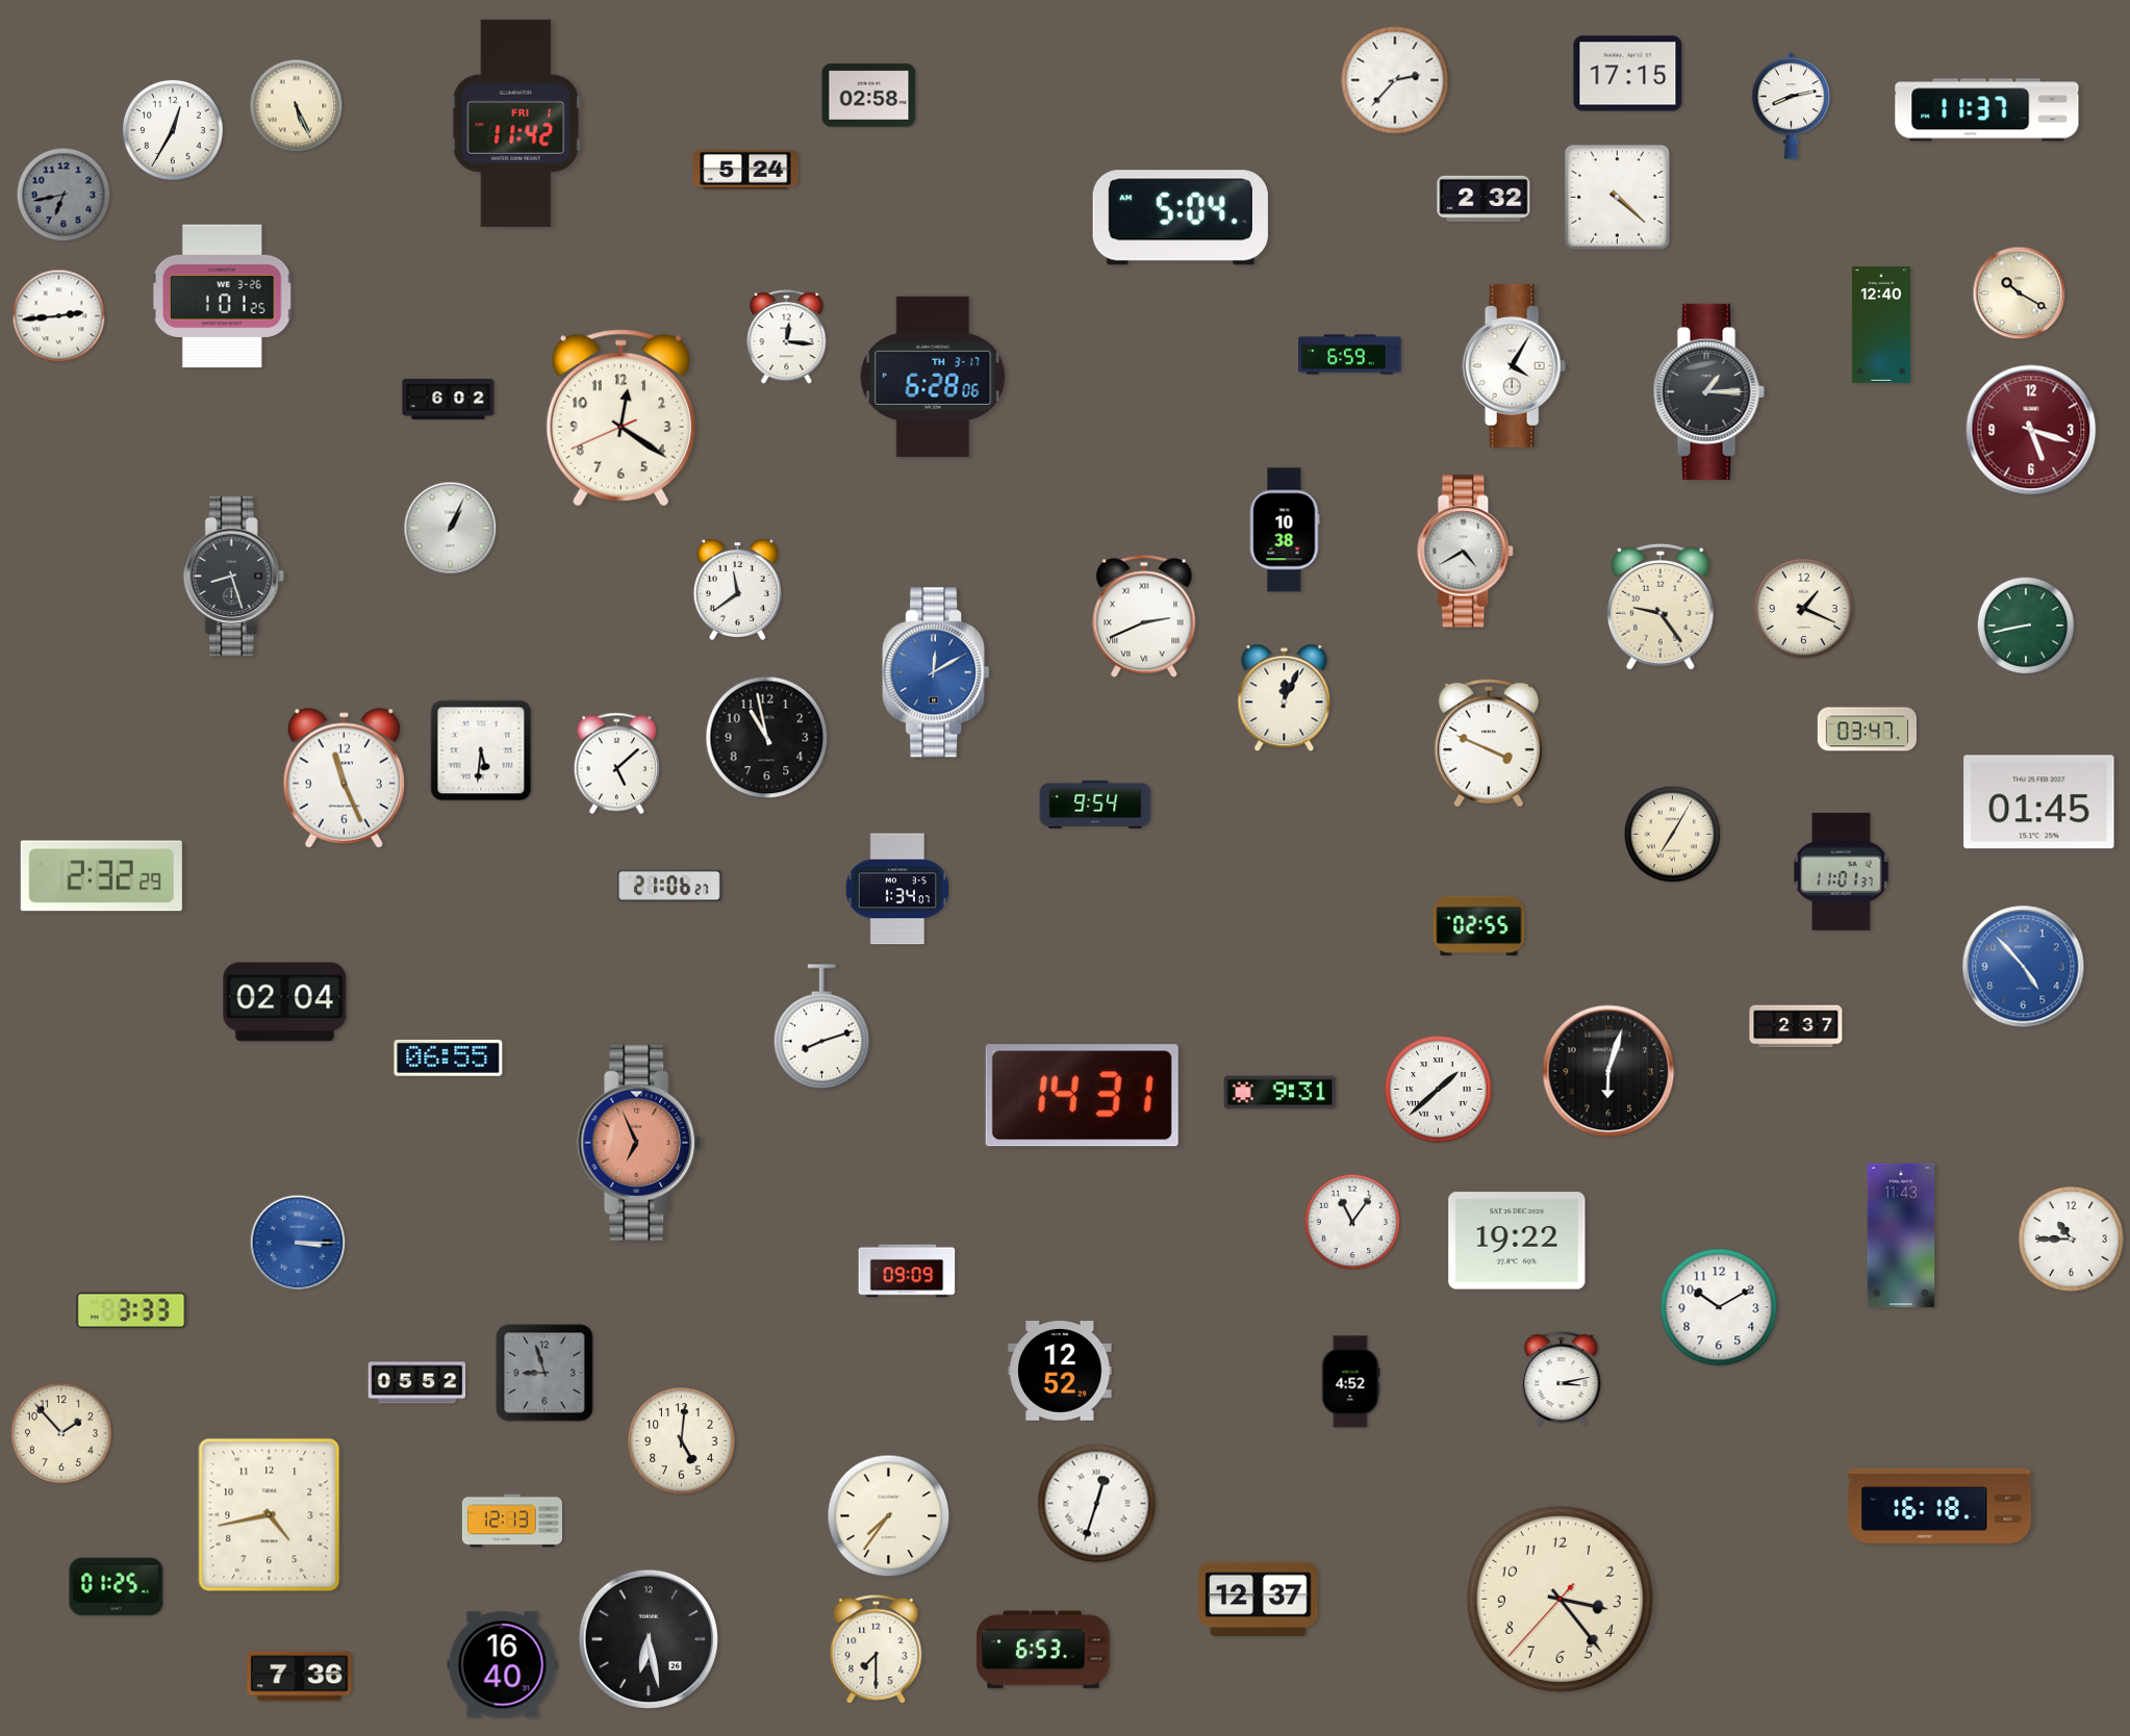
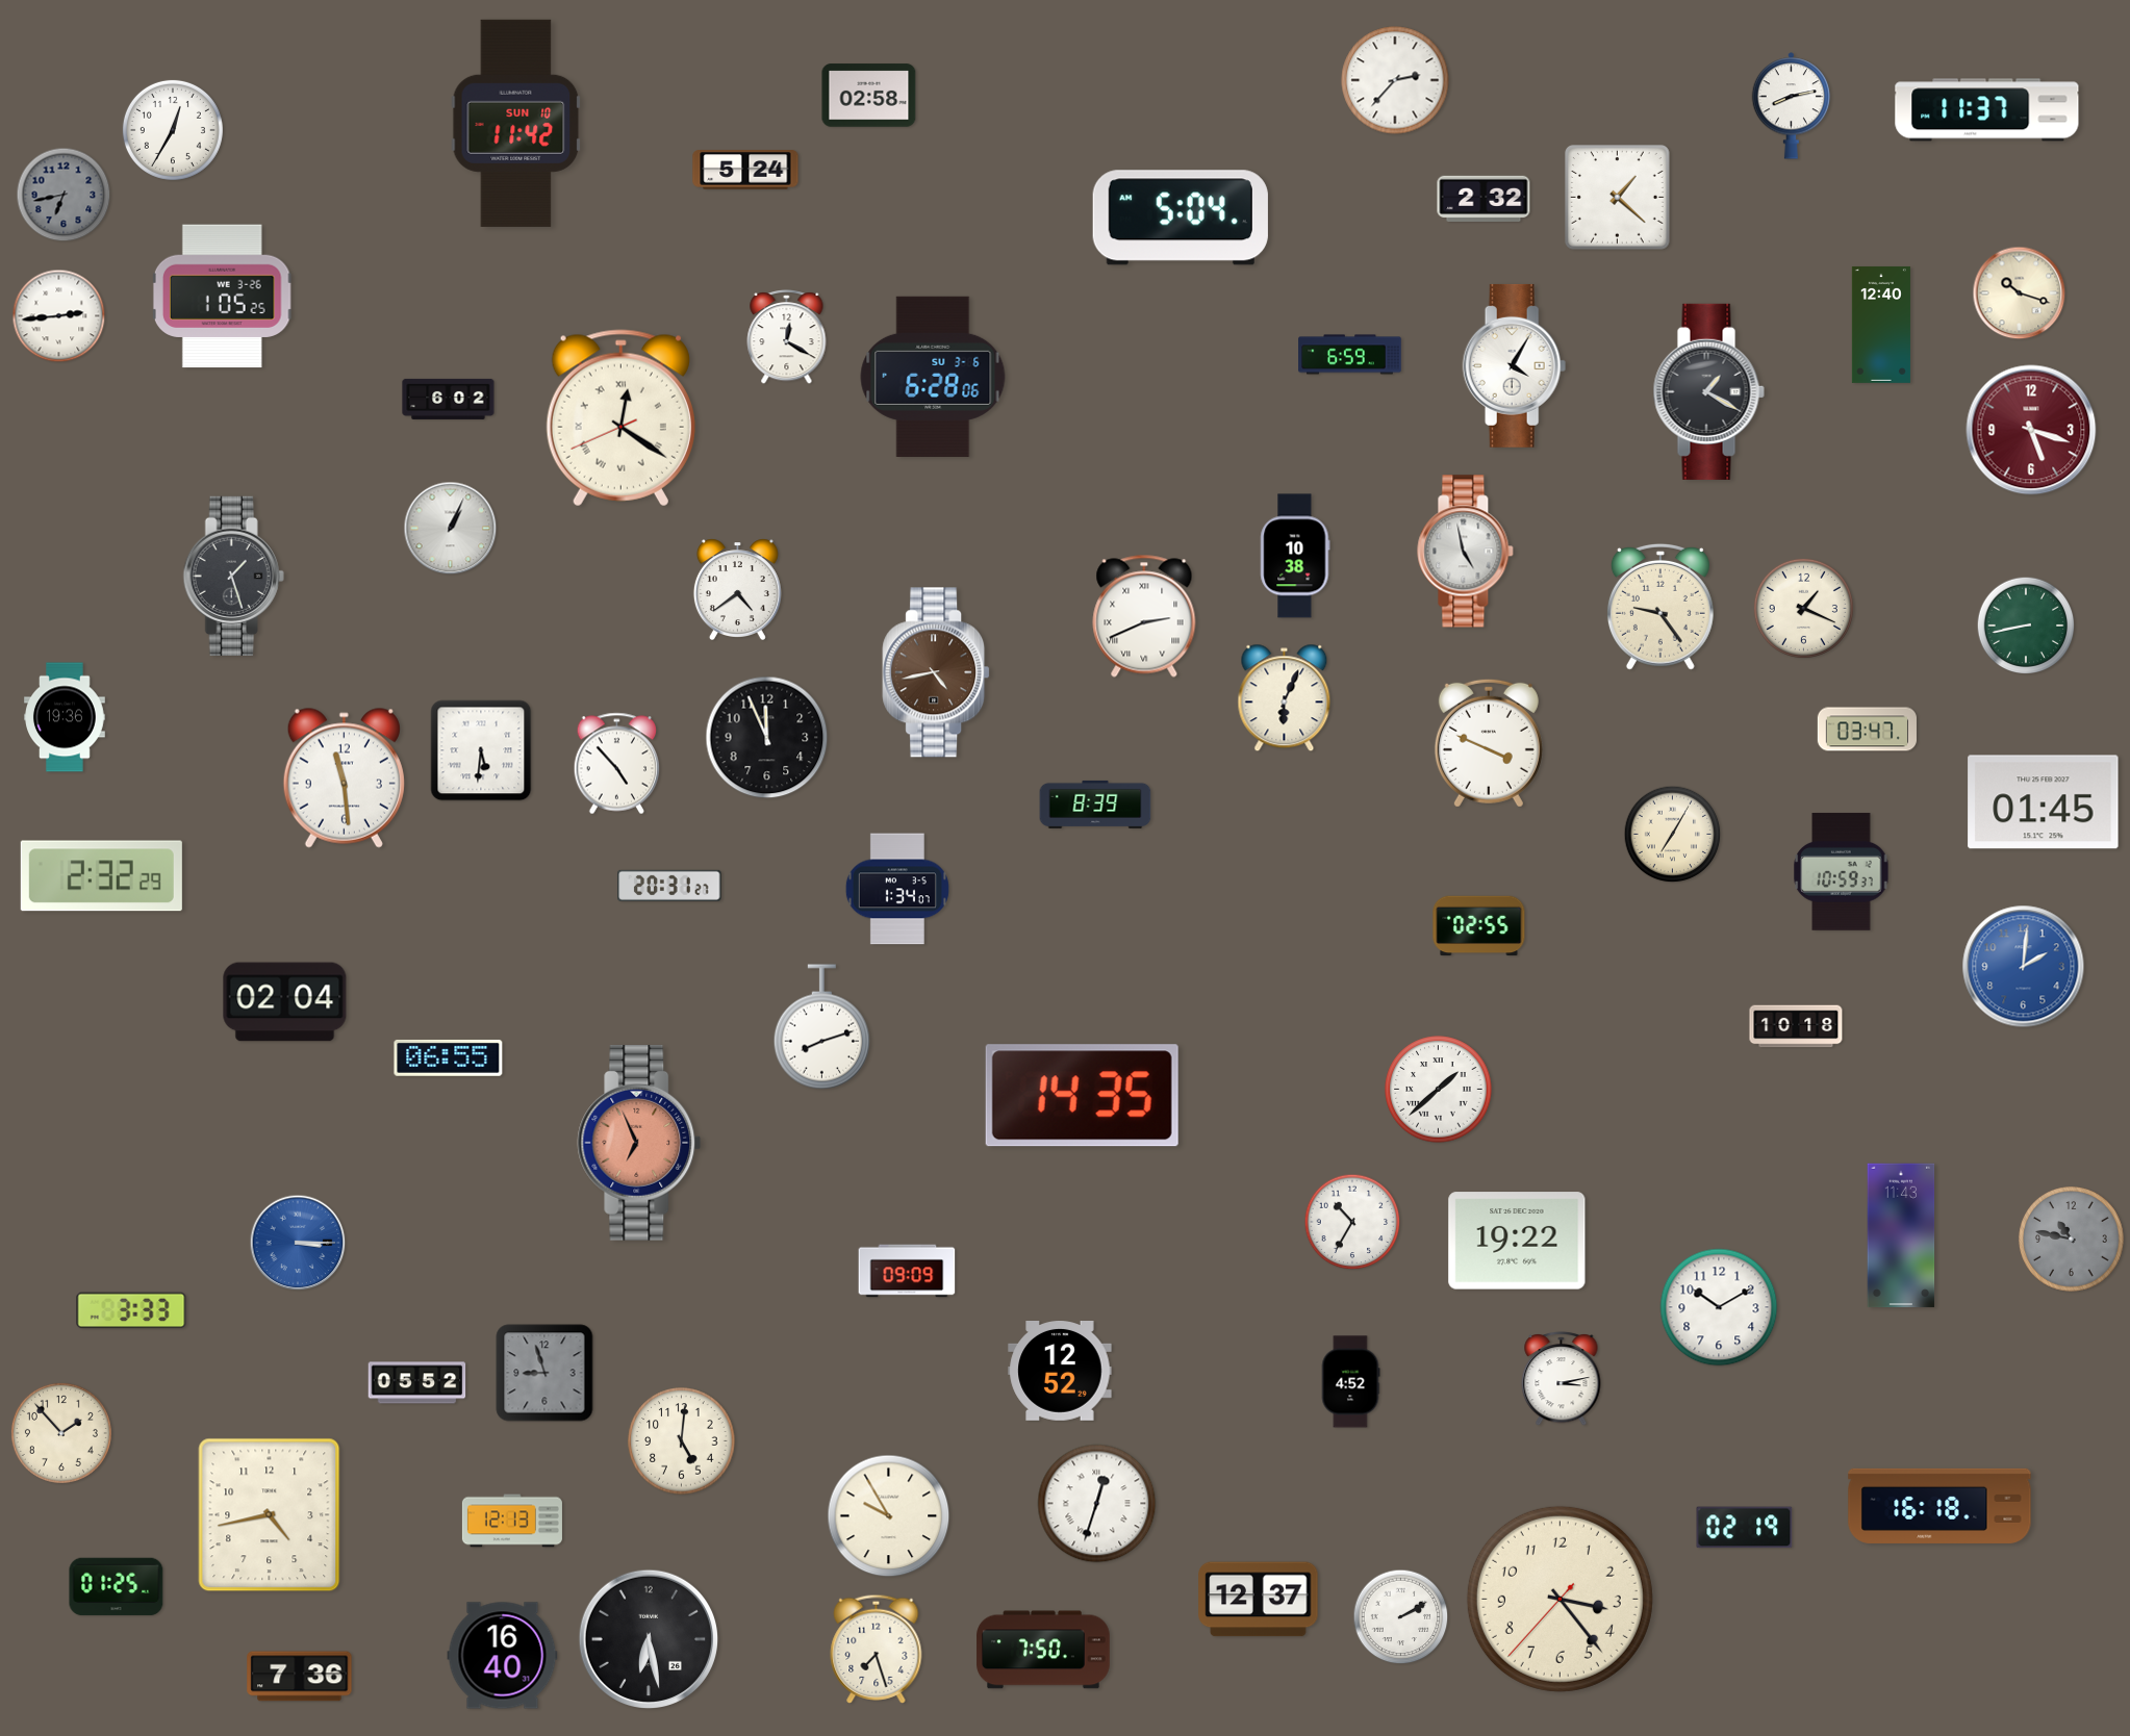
clock at (1628, 74): 17:15 -> none
clock at (297, 106): 5:26 -> none
clock at (516, 123) date: FRI 1 -> SUN 10
clock at (1618, 198): 4:22 -> 1:22
clock at (2020, 293): 10:20 -> 10:18
clock at (223, 297): 1:01 -> 1:05
clock at (787, 336): 12:16 -> 12:20
clock at (933, 377) date: TH 3-17 -> SU 3-6
clock at (1708, 391): 1:15 -> 1:20
clock at (620, 418) numerals: Arabic -> Roman
clock at (1285, 530) position: (1285, 530) -> (1295, 556)
clock at (1466, 552): 4:40 -> 4:58
clock at (233, 576): 8:27 -> 1:27
clock at (737, 589): 11:39 -> 4:39
clock at (936, 672): 12:10 -> 4:43
clock at (936, 672) dial: blue -> brown
clock at (1285, 698): 12:04 -> 6:04
clock at (66, 717): none -> 19:36
clock at (767, 738): 10:58 -> 11:56
clock at (617, 764): 5:08 -> 4:53
clock at (344, 777): 11:26 -> 11:29
clock at (2039, 802) position: (2039, 802) -> (2044, 802)
clock at (1095, 805): 9:54 -> 8:39
clock at (1842, 872): 11:01 -> 10:59
clock at (669, 886): 21:06 -> 20:31
clock at (2024, 967): 4:53 -> 2:01
clock at (1796, 1026): 2:37 -> 10:18
clock at (1608, 1071): 6:03 -> none
clock at (1280, 1093): 9:31 -> none
clock at (1082, 1096): 14:31 -> 14:35
clock at (1352, 1222): 11:06 -> 10:35
clock at (2072, 1240): 10:45 -> 10:47
clock at (2072, 1240) dial: white -> grey
clock at (889, 1516): 7:36 -> 9:55
clock at (1745, 1528): none -> 02:19
clock at (1401, 1617): none -> 2:10
clock at (877, 1649): 7:30 -> 7:27
clock at (1043, 1650): 6:53 -> 7:50
clock at (503, 1665) position: (503, 1665) -> (503, 1656)
